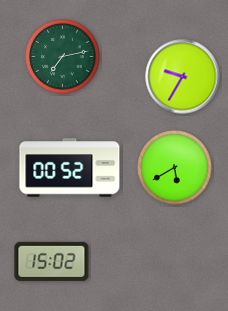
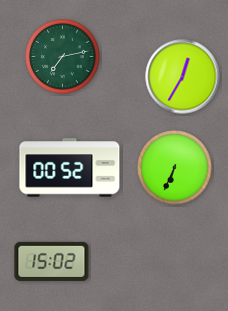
clock at (183, 77): 9:35 -> 12:35
clock at (175, 168): 5:40 -> 6:34
